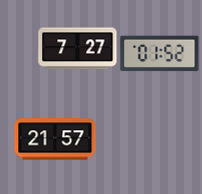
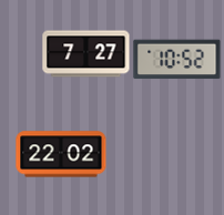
clock at (160, 54): 01:52 -> 10:52
clock at (55, 139): 21:57 -> 22:02
